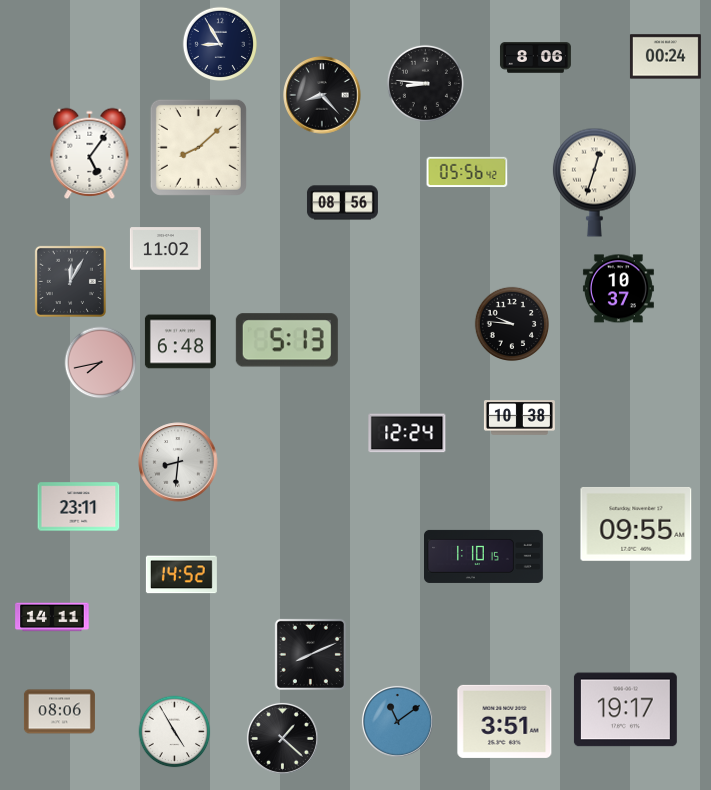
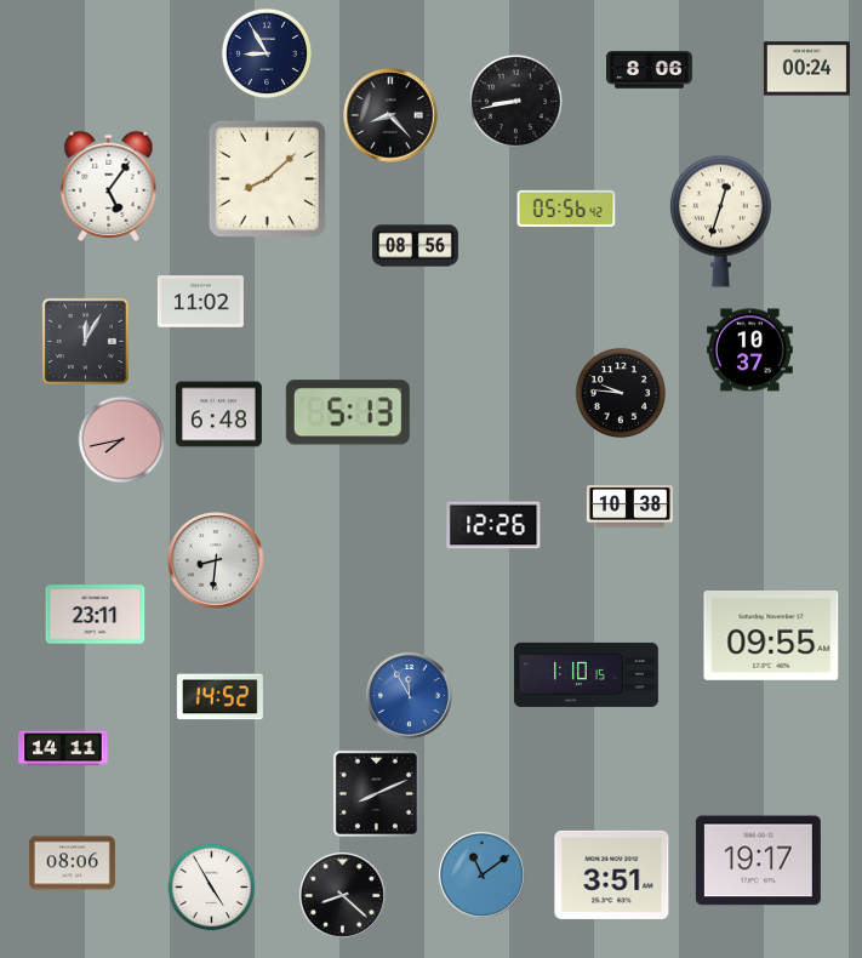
clock at (425, 83): 8:46 -> 8:43
clock at (198, 147) position: (198, 147) -> (267, 178)
clock at (407, 433): 12:24 -> 12:26
clock at (409, 695): none -> 11:55
clock at (282, 738): 1:22 -> 8:22
